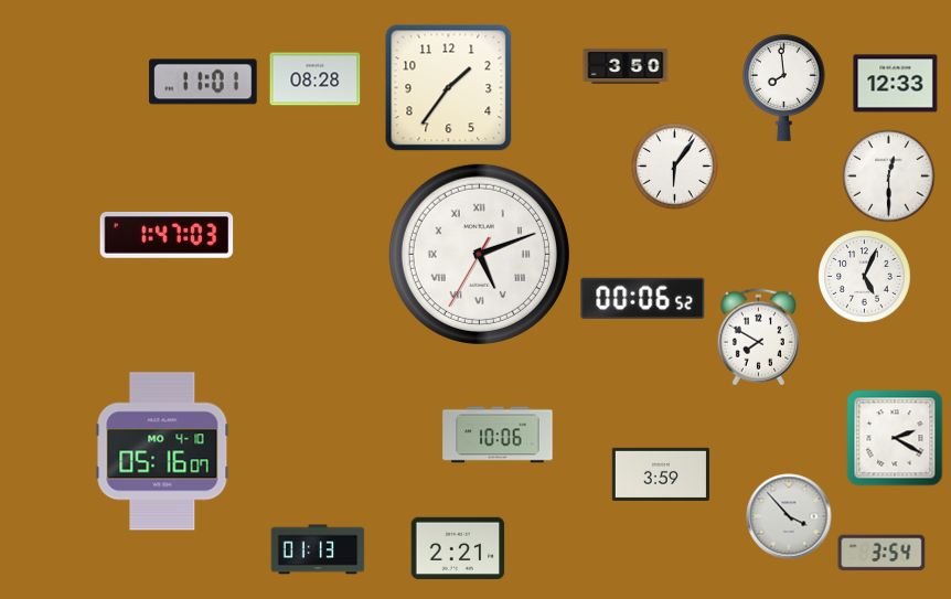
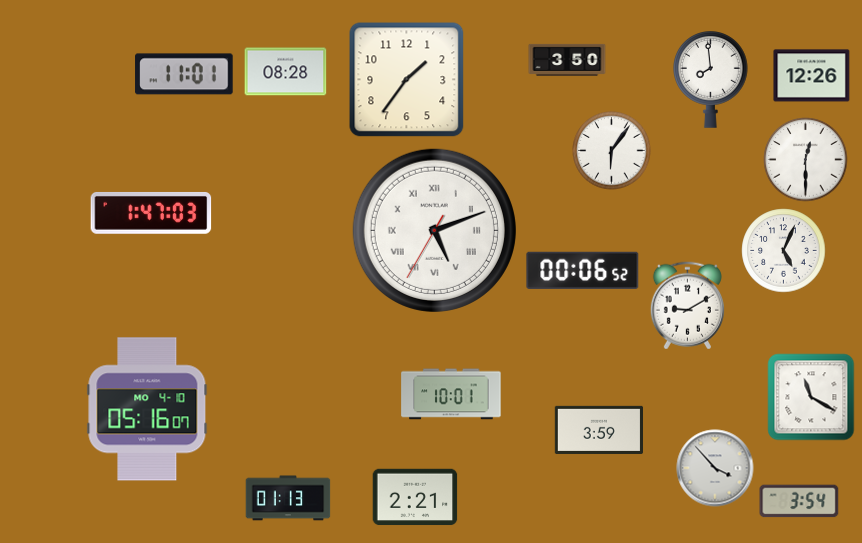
clock at (896, 84): 12:33 -> 12:26
clock at (758, 338): 7:50 -> 9:10
clock at (498, 435): 10:06 -> 10:01
clock at (895, 438): 2:20 -> 11:20
